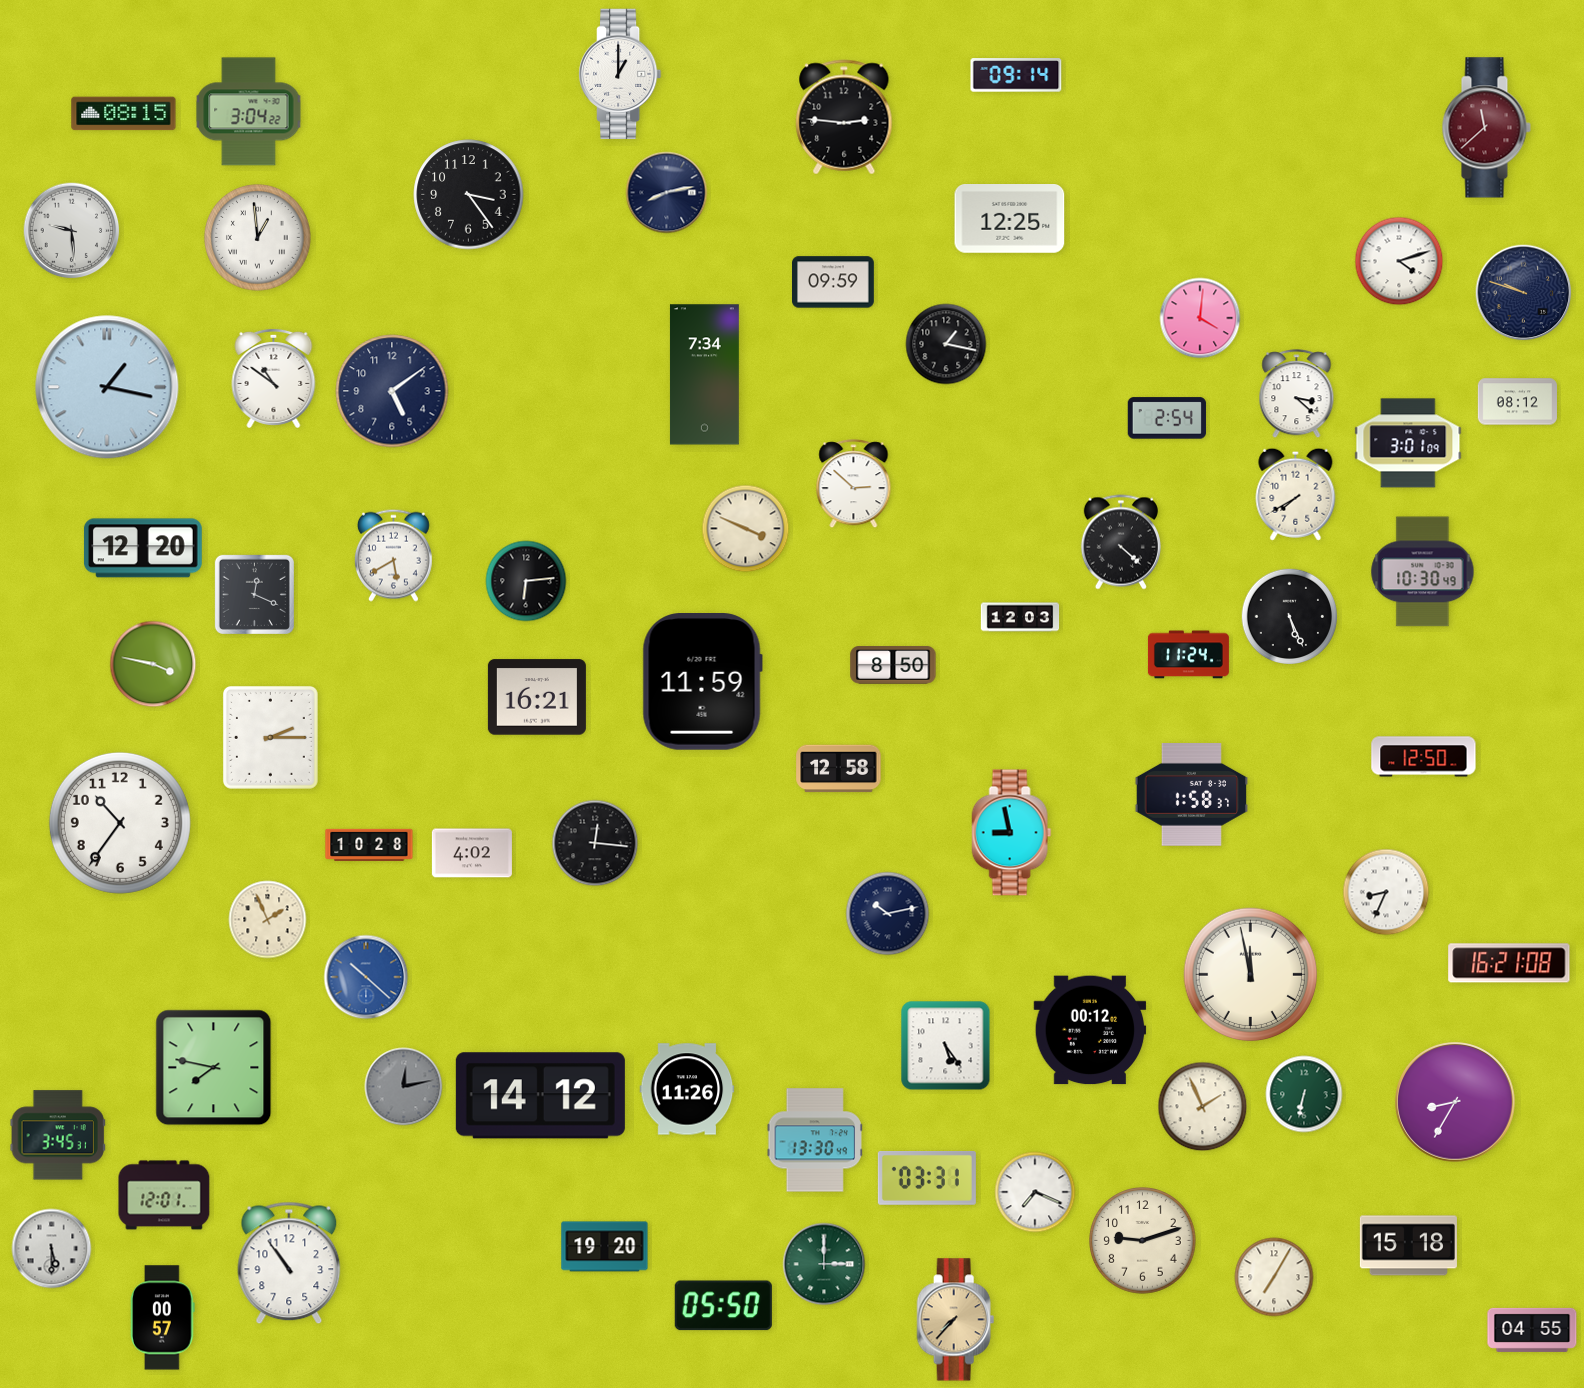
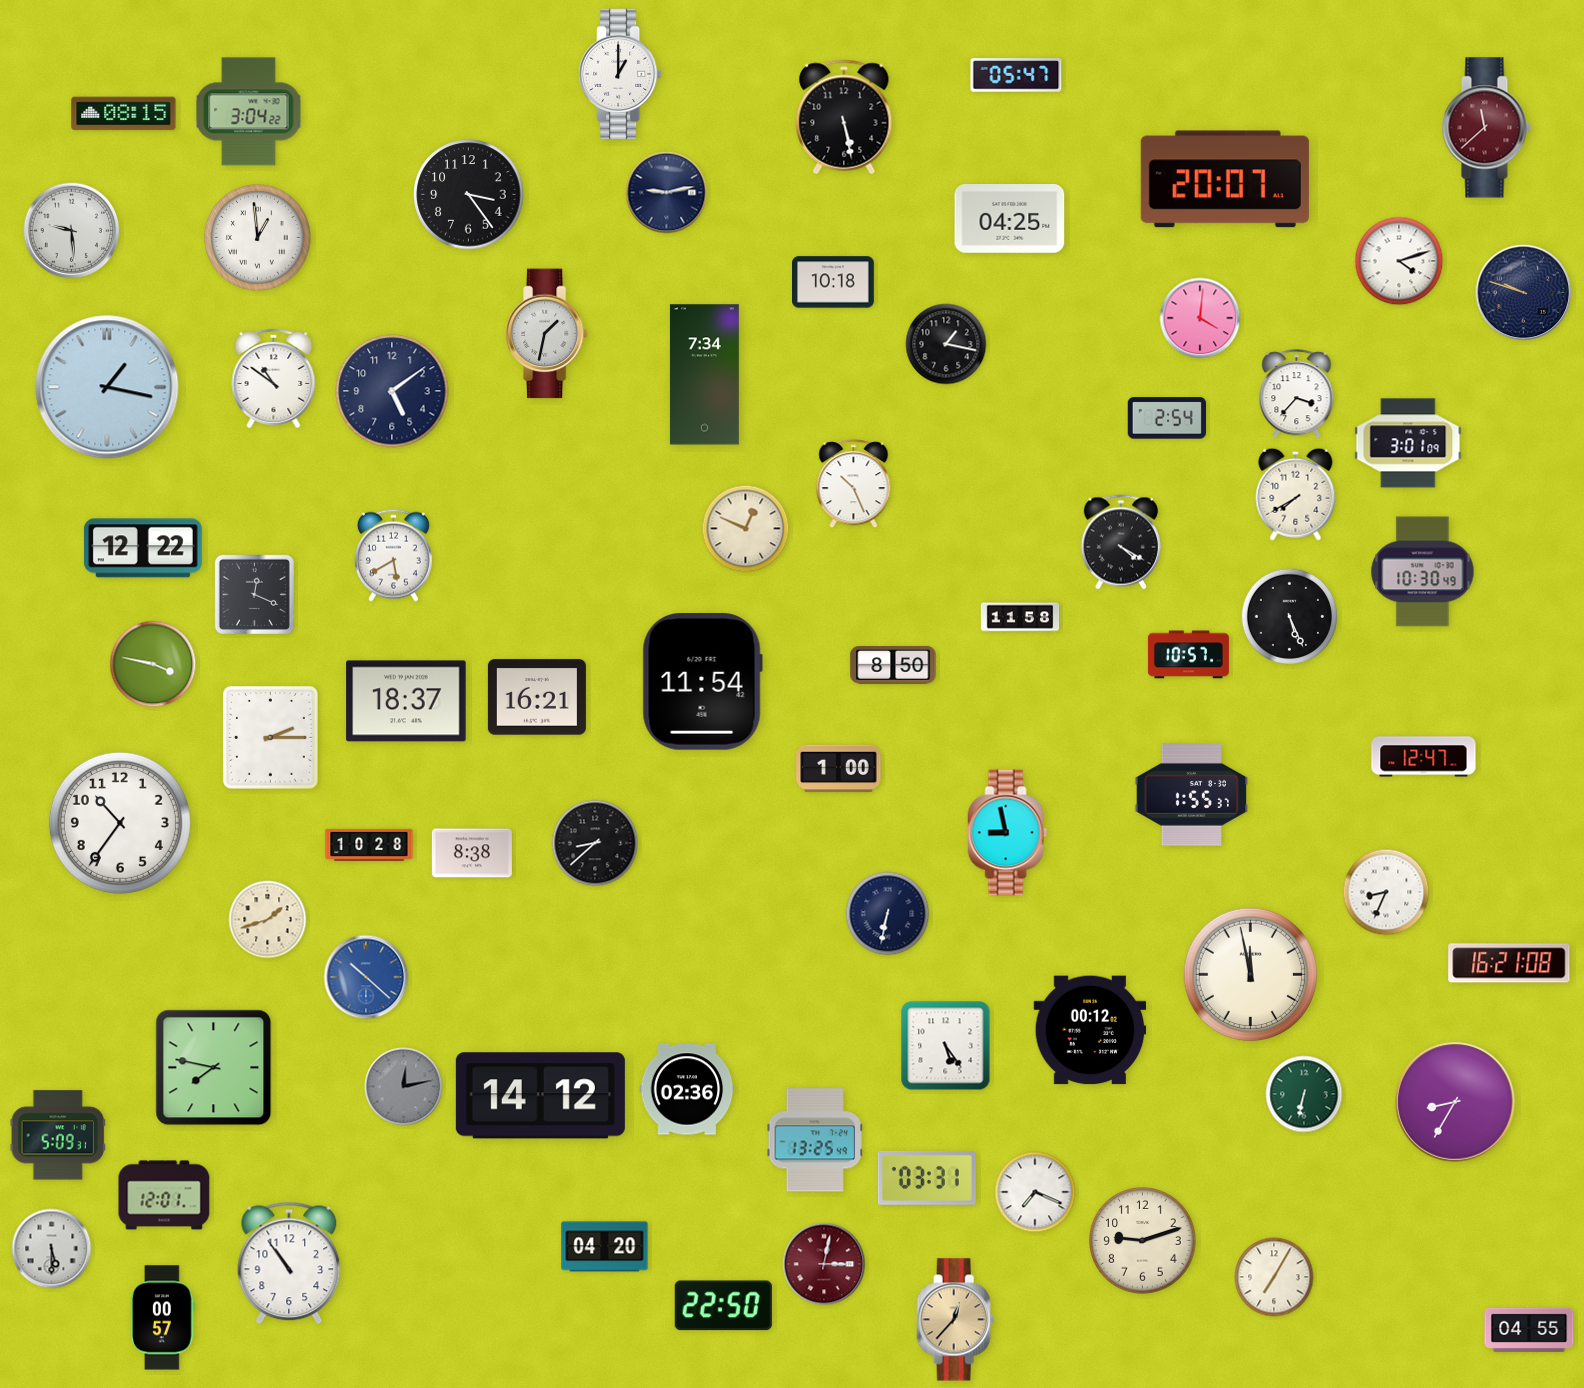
clock at (1016, 75): 09:14 -> 05:47
clock at (844, 117): 2:46 -> 5:28
clock at (1225, 179): none -> 20:07
clock at (667, 193): 8:13 -> 9:13
clock at (1010, 219): 12:25 -> 04:25
clock at (834, 282): 09:59 -> 10:18
clock at (546, 334): none -> 1:32
clock at (1297, 394): 3:22 -> 3:37
clock at (1517, 402): 08:12 -> none
clock at (854, 484): 2:52 -> 10:26
clock at (746, 529): 3:49 -> 12:49
clock at (1121, 542): 4:22 -> 4:20
clock at (143, 548): 12:20 -> 12:22
clock at (526, 581): 6:14 -> none
clock at (1020, 617): 12:03 -> 11:58
clock at (1188, 655): 11:24 -> 10:57
clock at (702, 682): 11:59 -> 11:54
clock at (406, 701): none -> 18:37
clock at (1424, 757): 12:50 -> 12:47
clock at (839, 769): 12:58 -> 1:00
clock at (1192, 795): 1:58 -> 1:55
clock at (1012, 833) position: (1012, 833) -> (1008, 833)
clock at (595, 843): 12:16 -> 8:38
clock at (472, 853): 4:02 -> 8:38
clock at (888, 914): 10:13 -> 6:32
clock at (268, 920): 1:56 -> 1:42
clock at (687, 1089): 11:26 -> 02:36
clock at (1203, 1107): 1:56 -> none
clock at (58, 1135): 3:45 -> 5:09
clock at (814, 1140): 13:30 -> 13:25
clock at (1408, 1246): 15:18 -> none
clock at (605, 1247): 19:20 -> 04:20
clock at (824, 1264): 3:00 -> 3:02
clock at (824, 1264) dial: green -> burgundy
clock at (723, 1306): 05:50 -> 22:50
clock at (956, 1320): 7:37 -> 12:37
clock at (1532, 1330) position: (1532, 1330) -> (1529, 1330)
